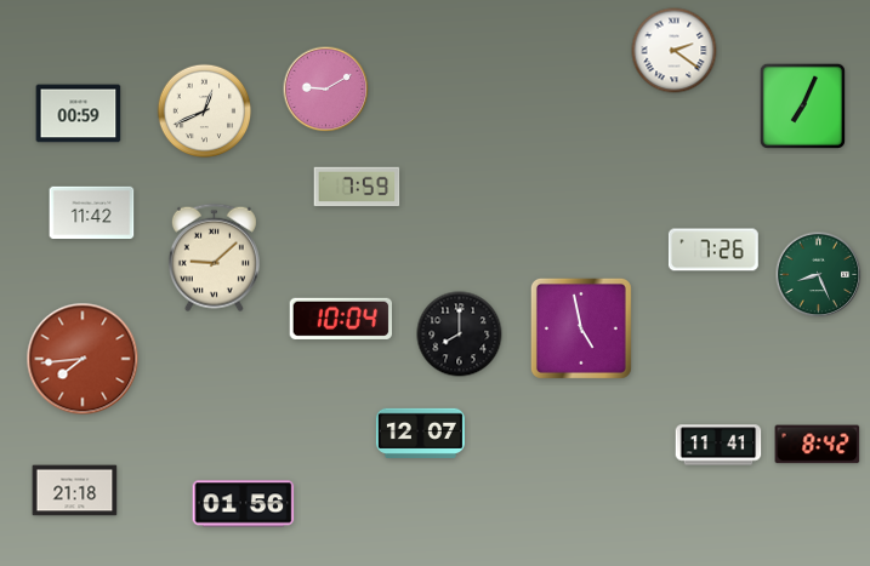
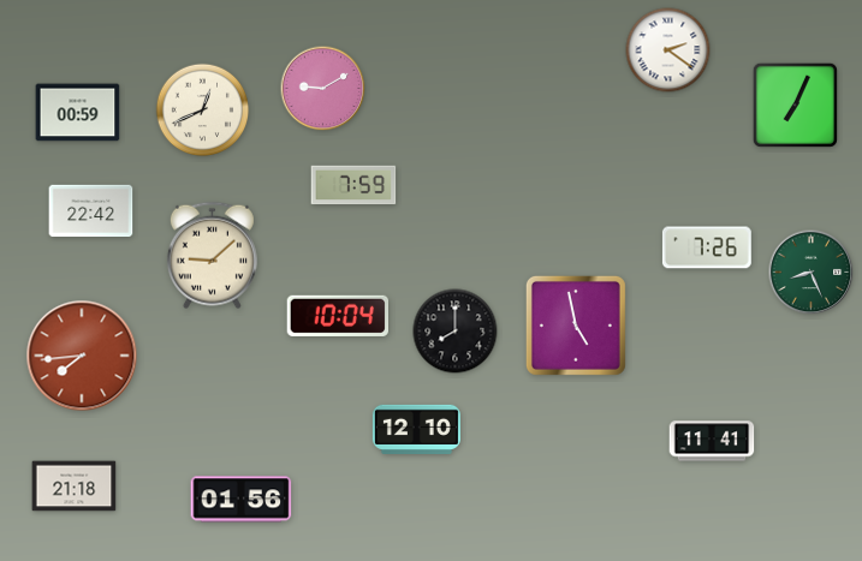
clock at (92, 213): 11:42 -> 22:42
clock at (420, 433): 12:07 -> 12:10
clock at (818, 445): 8:42 -> none
